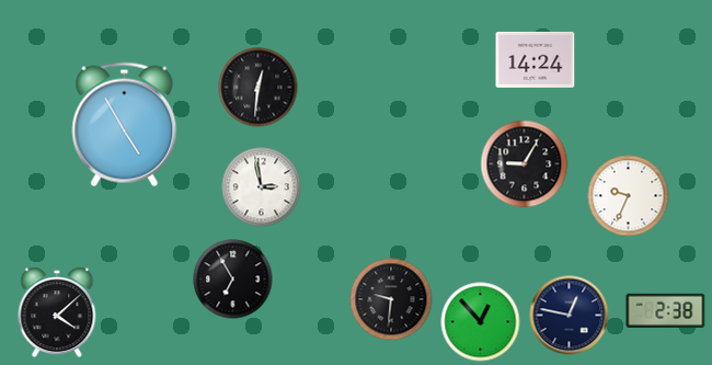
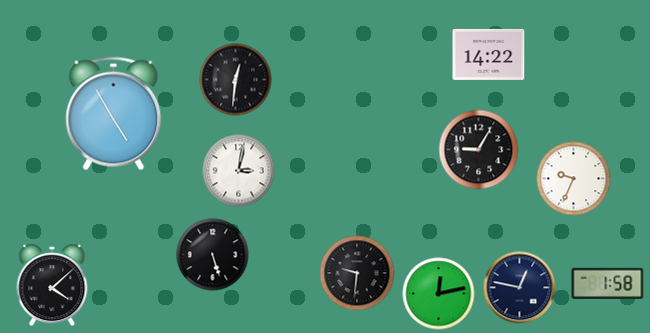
clock at (536, 59): 14:24 -> 14:22
clock at (262, 187): 2:58 -> 3:02
clock at (233, 280): 6:55 -> 5:27
clock at (666, 310): 2:38 -> 1:58
clock at (481, 322): 12:53 -> 12:13
